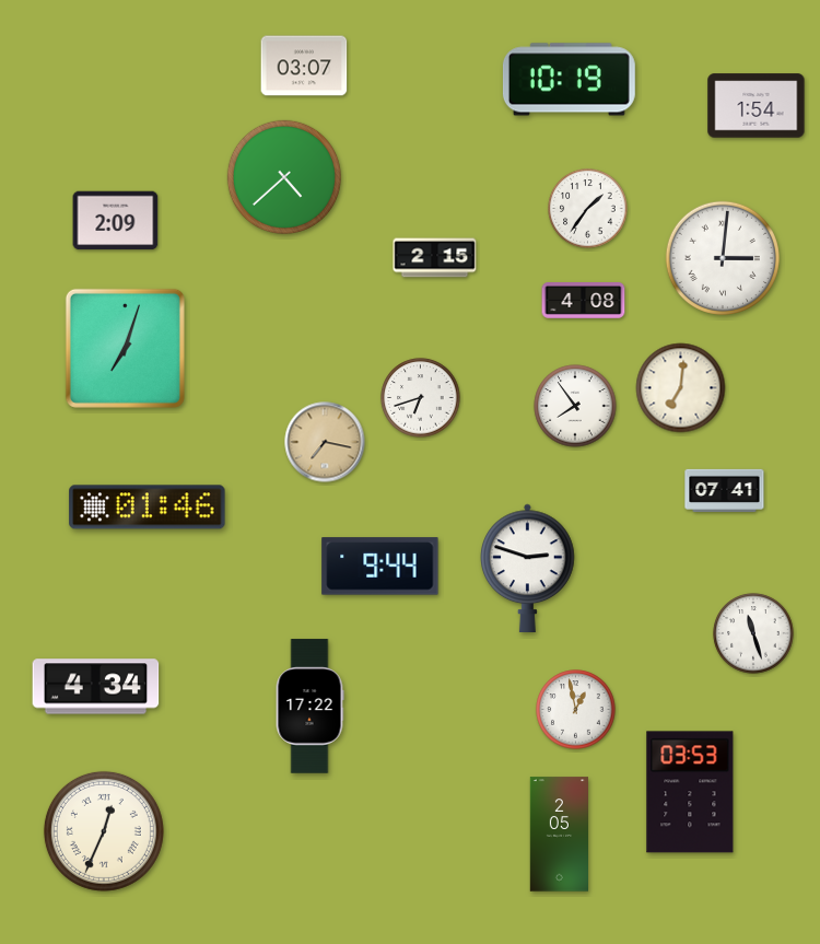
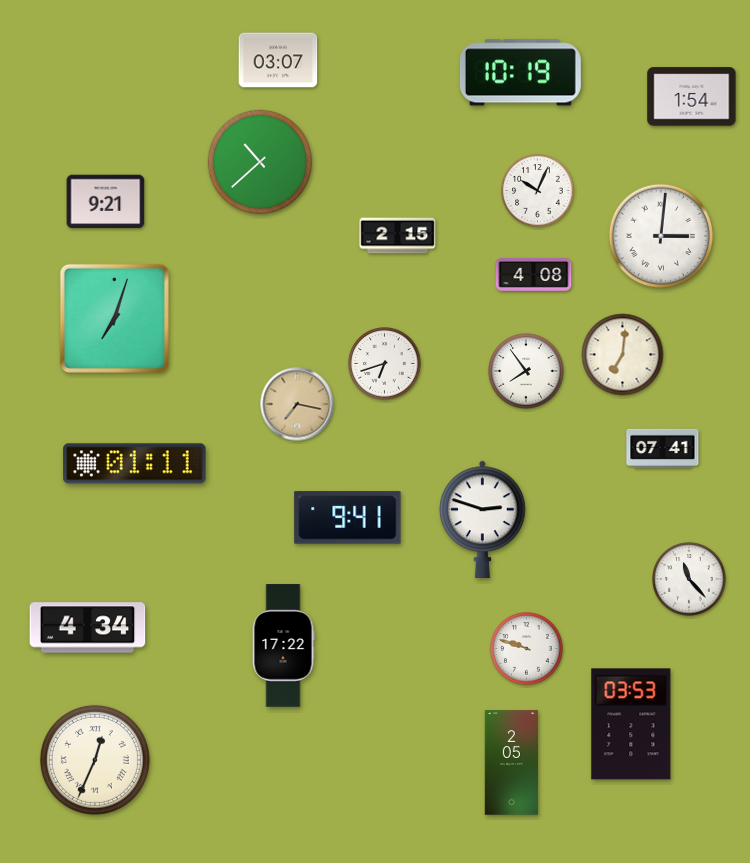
clock at (284, 177): 4:38 -> 10:38
clock at (588, 209): 1:36 -> 10:04
clock at (116, 221): 2:09 -> 9:21
clock at (148, 508): 01:46 -> 01:11
clock at (380, 567): 9:44 -> 9:41
clock at (753, 633): 11:27 -> 11:23
clock at (576, 710): 12:58 -> 9:48
